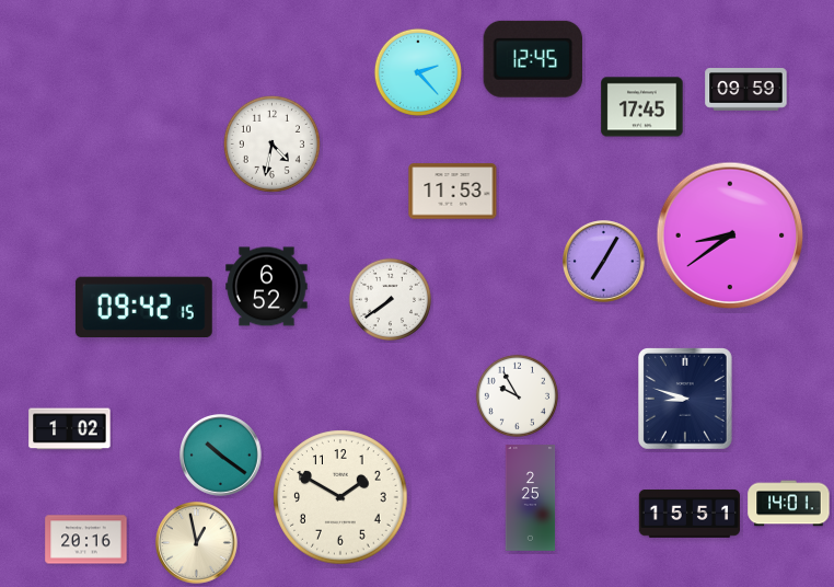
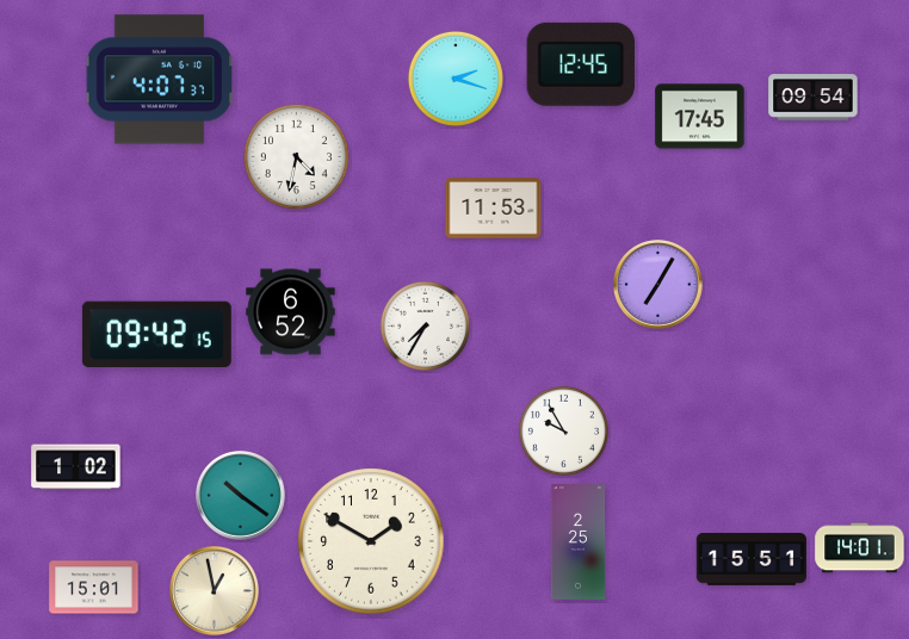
clock at (418, 72): 2:23 -> 2:18
clock at (160, 80): none -> 4:07
clock at (746, 90): 09:59 -> 09:54
clock at (730, 235): 8:39 -> none
clock at (390, 299): 7:39 -> 7:35
clock at (686, 400): 8:48 -> none
clock at (86, 540): 20:16 -> 15:01
